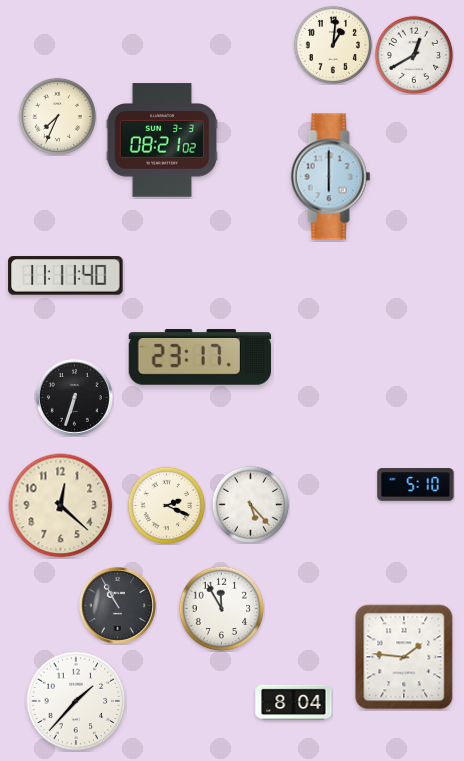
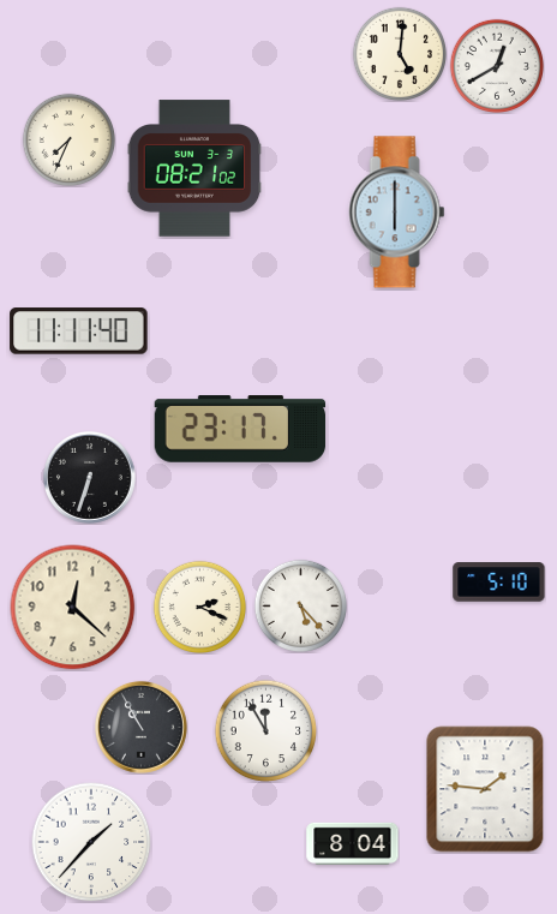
clock at (332, 44): 1:01 -> 5:01
